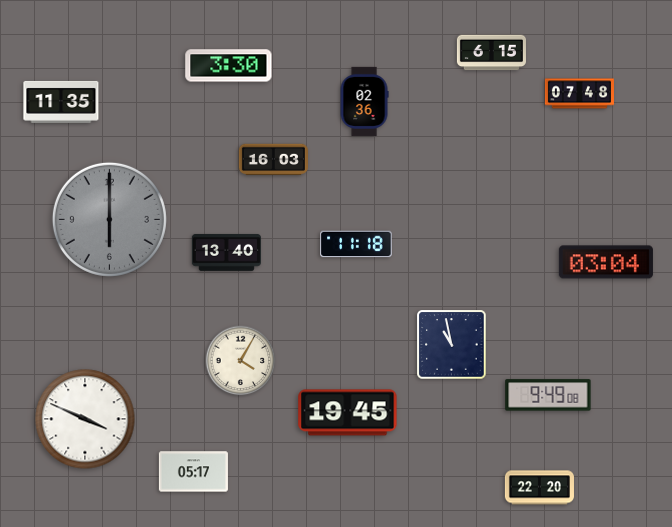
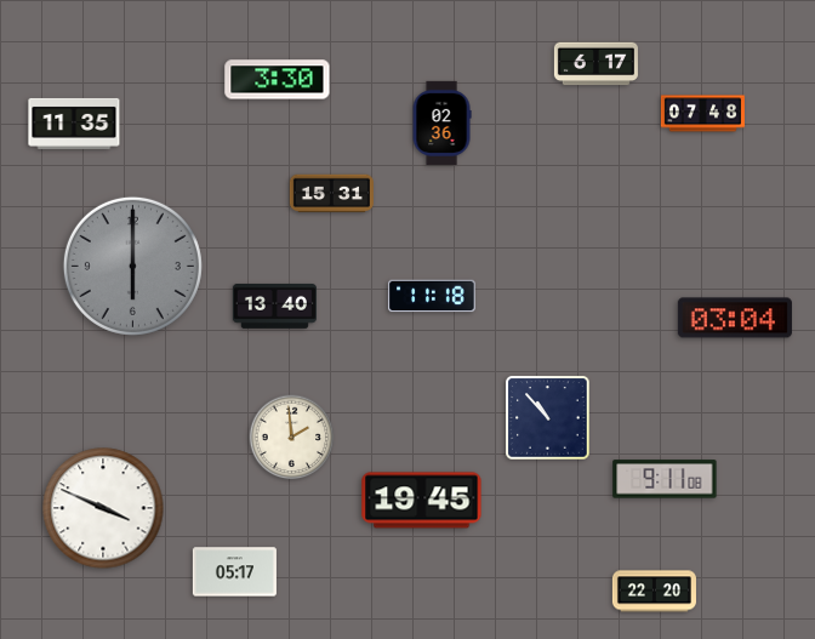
clock at (491, 53): 6:15 -> 6:17
clock at (273, 160): 16:03 -> 15:31
clock at (452, 345): 10:58 -> 10:53
clock at (241, 361): 4:05 -> 1:59
clock at (548, 395): 9:49 -> 9:11
